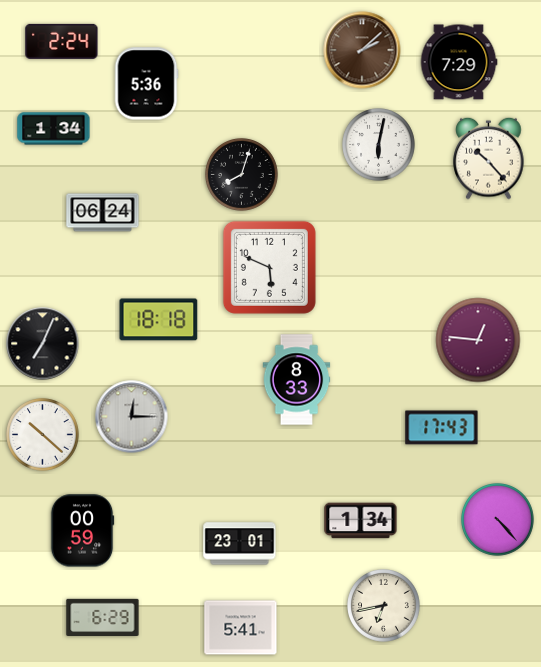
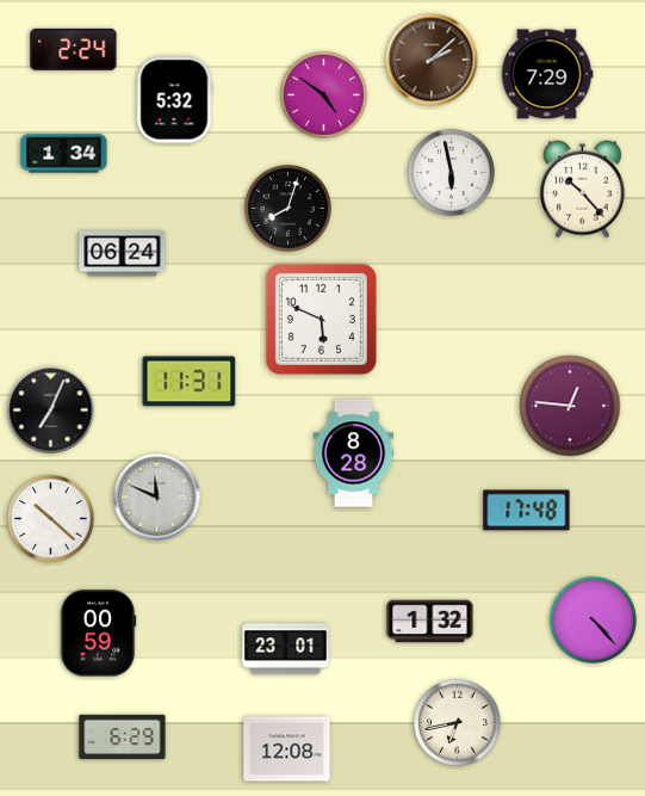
clock at (324, 95): none -> 4:51
clock at (146, 84): 5:36 -> 5:32
clock at (379, 145): 6:02 -> 5:58
clock at (159, 320): 18:18 -> 11:31
clock at (297, 380): 8:33 -> 8:28
clock at (132, 417): 12:15 -> 11:49
clock at (442, 428): 17:43 -> 17:48
clock at (361, 521): 1:34 -> 1:32
clock at (241, 628): 5:41 -> 12:08
